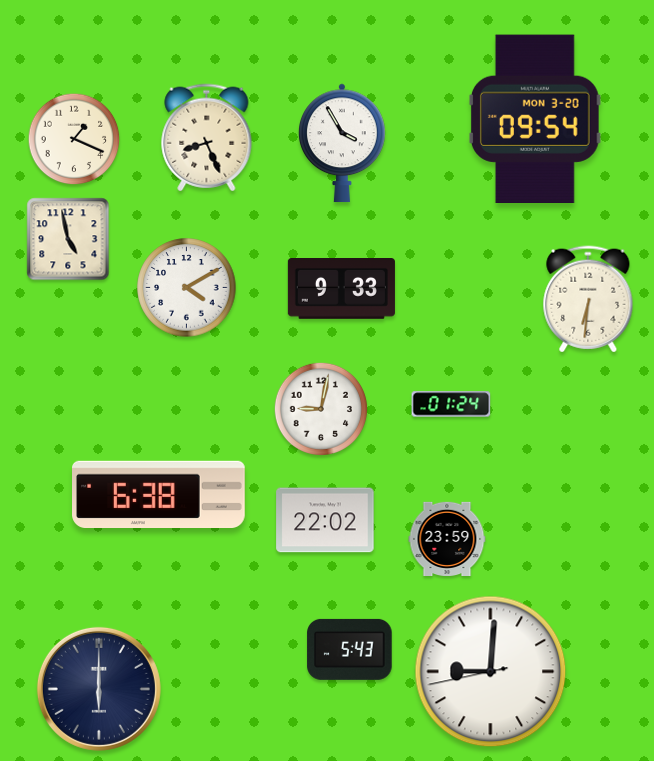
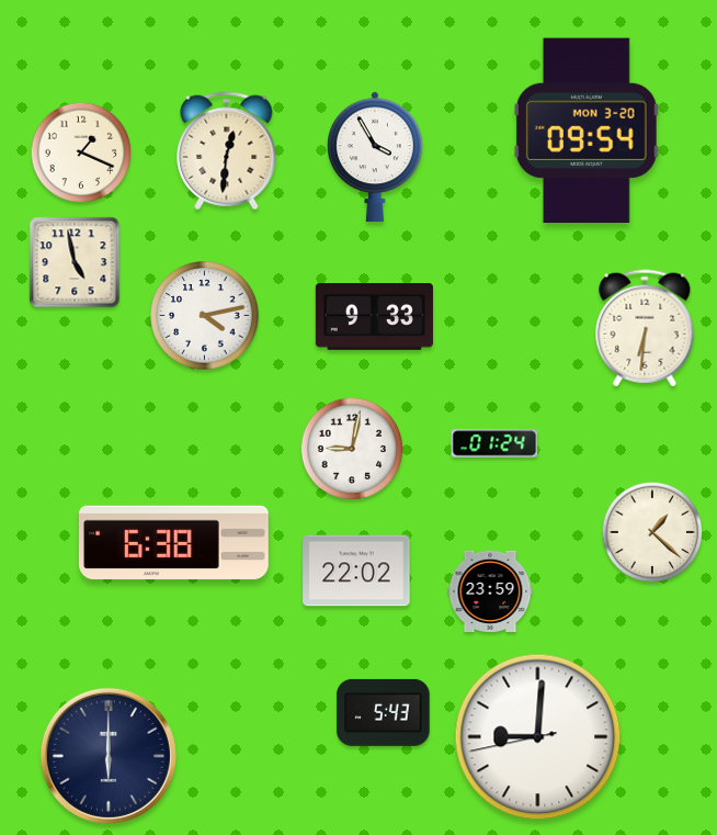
clock at (207, 138): 8:26 -> 12:31
clock at (187, 288): 4:10 -> 4:13
clock at (652, 532): none -> 1:22
